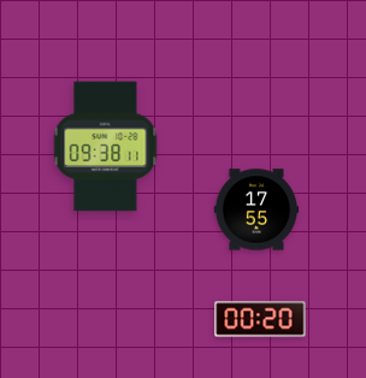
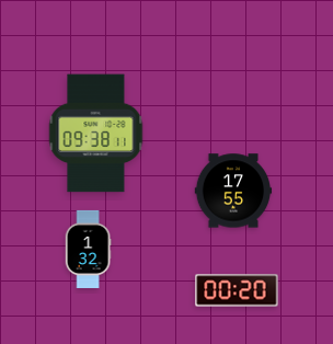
clock at (88, 249): none -> 1:32
